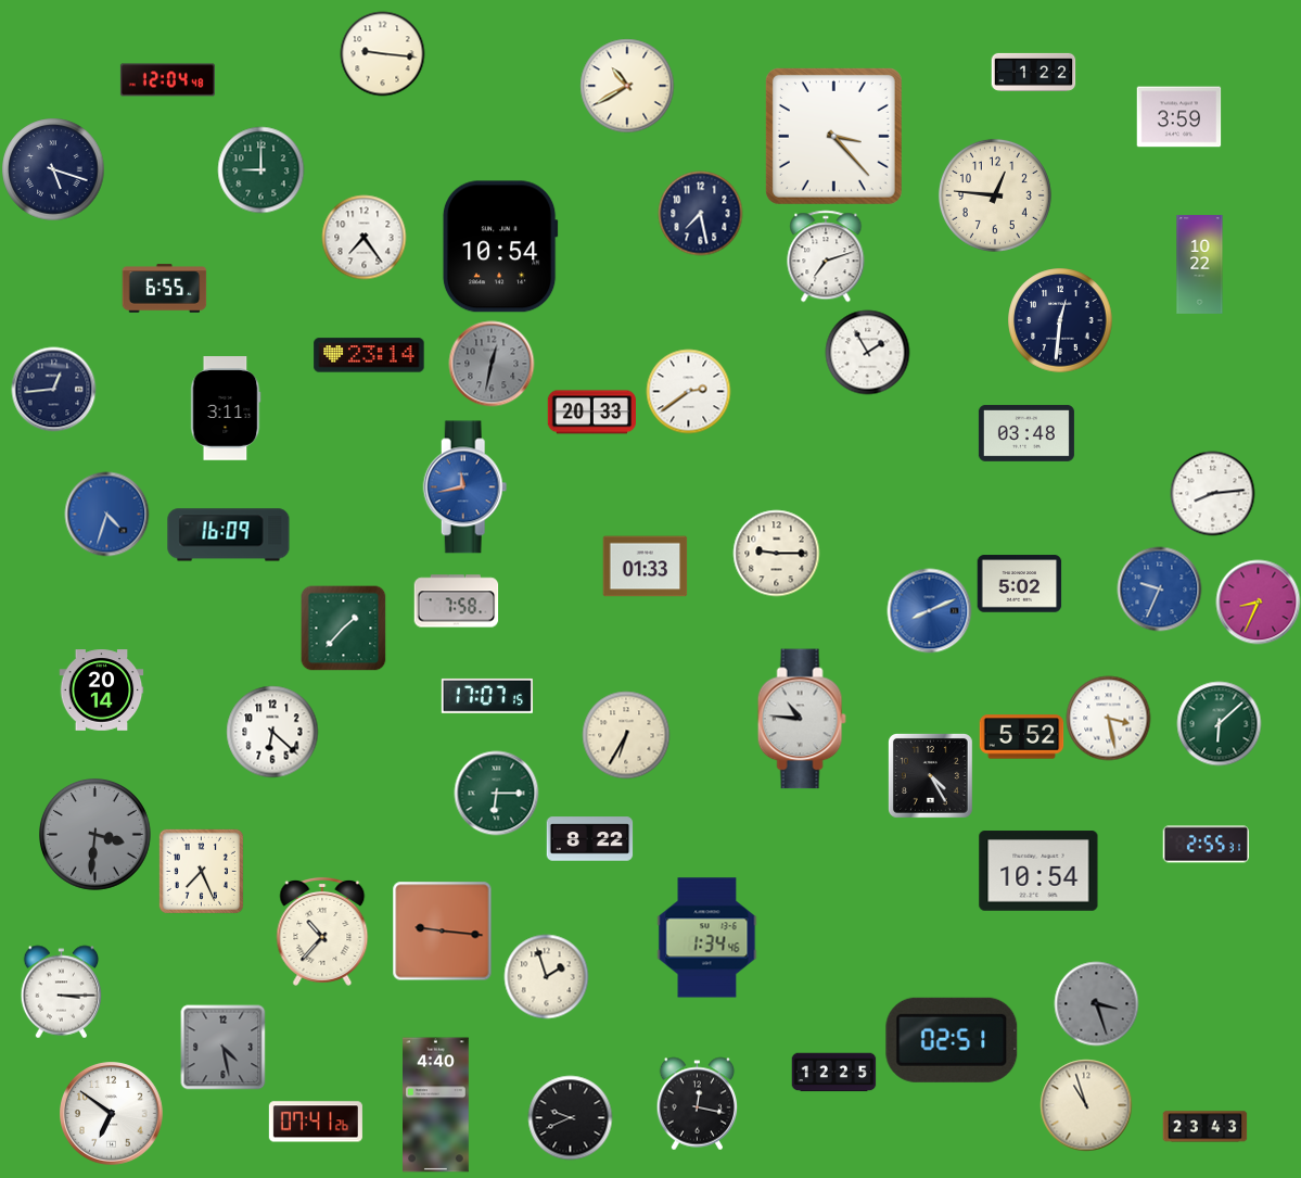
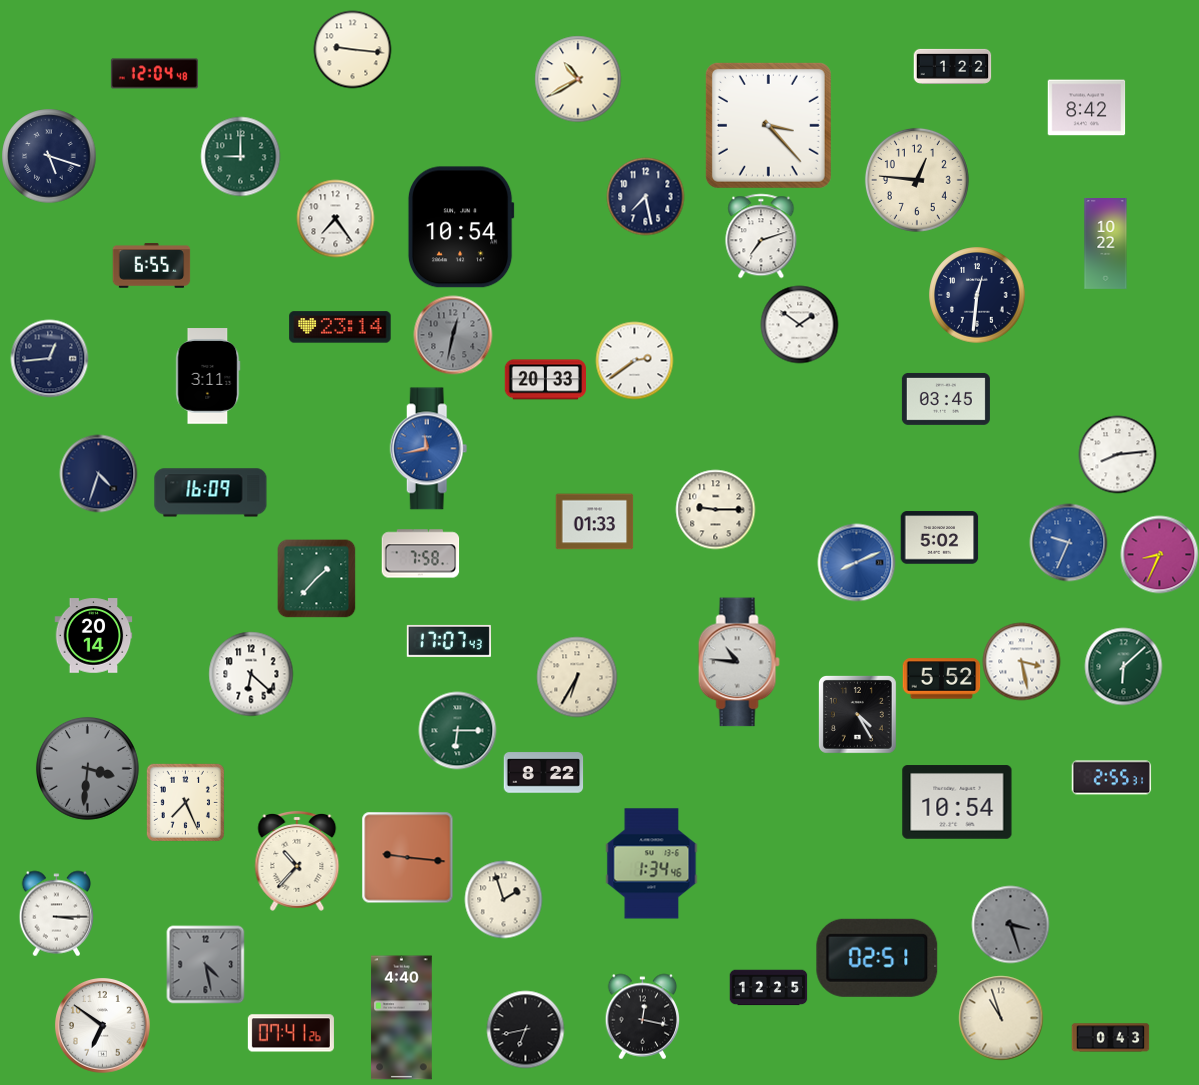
clock at (1178, 117): 3:59 -> 8:42
clock at (867, 352): 1:55 -> 1:51
clock at (1026, 433): 03:48 -> 03:45
clock at (106, 514) dial: blue -> navy
clock at (487, 696): 17:07:15 -> 17:07:43
clock at (322, 932) position: (322, 932) -> (297, 861)
clock at (570, 1117): 9:41 -> 6:43
clock at (1204, 1127): 23:43 -> 0:43
